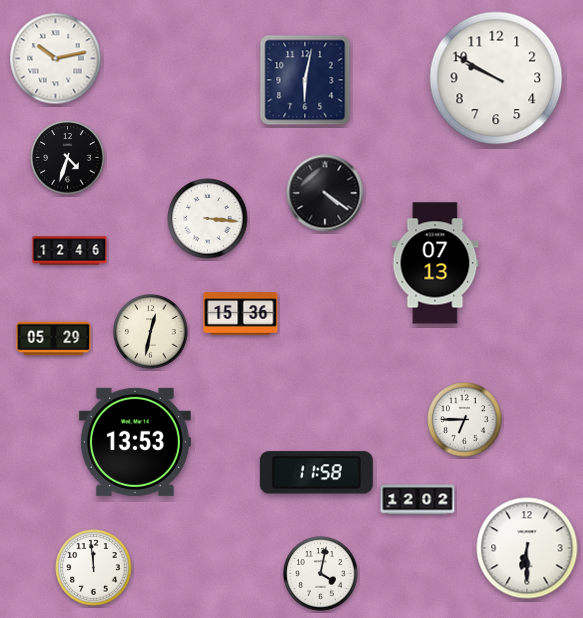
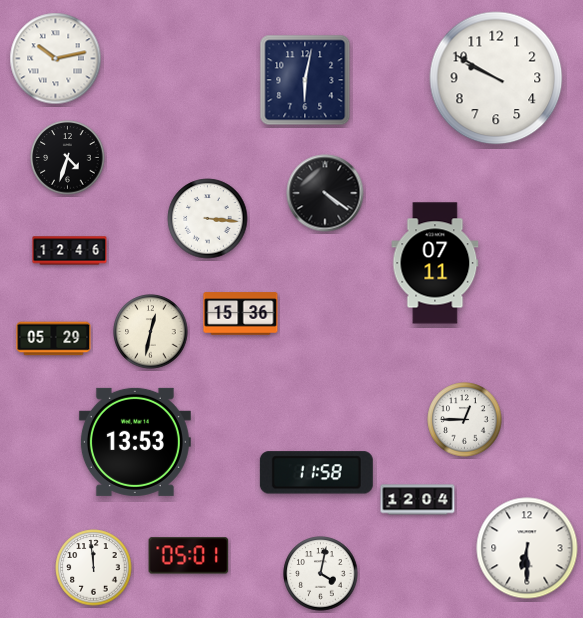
clock at (435, 263): 07:13 -> 07:11
clock at (465, 420): 6:45 -> 12:45
clock at (418, 500): 12:02 -> 12:04
clock at (189, 556): none -> 05:01
